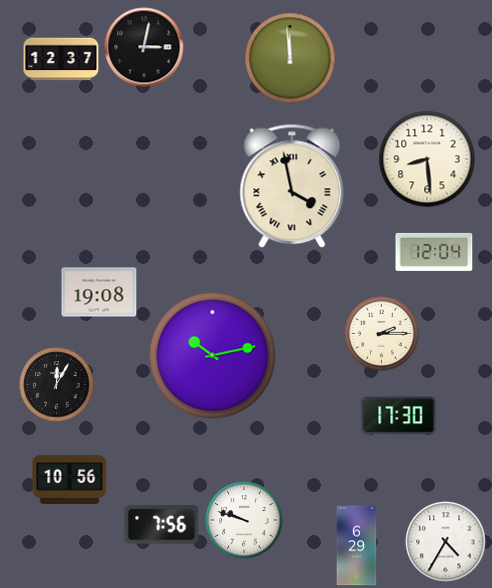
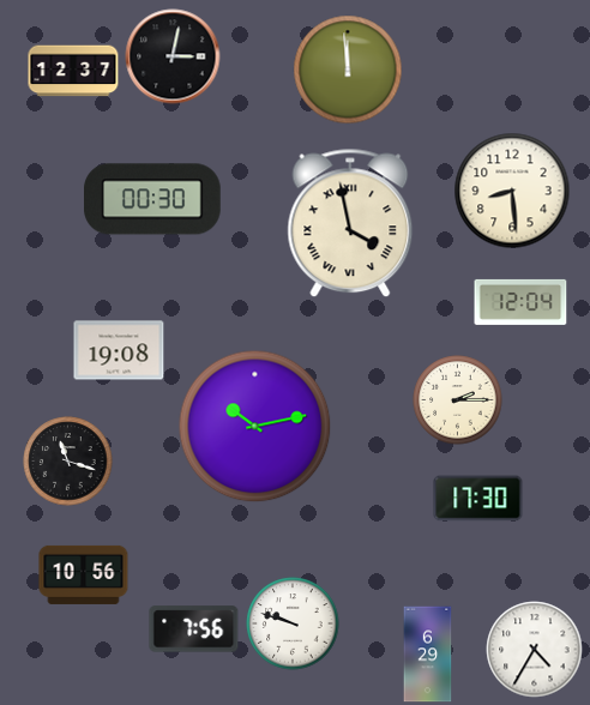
clock at (153, 199): none -> 00:30
clock at (57, 385): 12:05 -> 11:18
